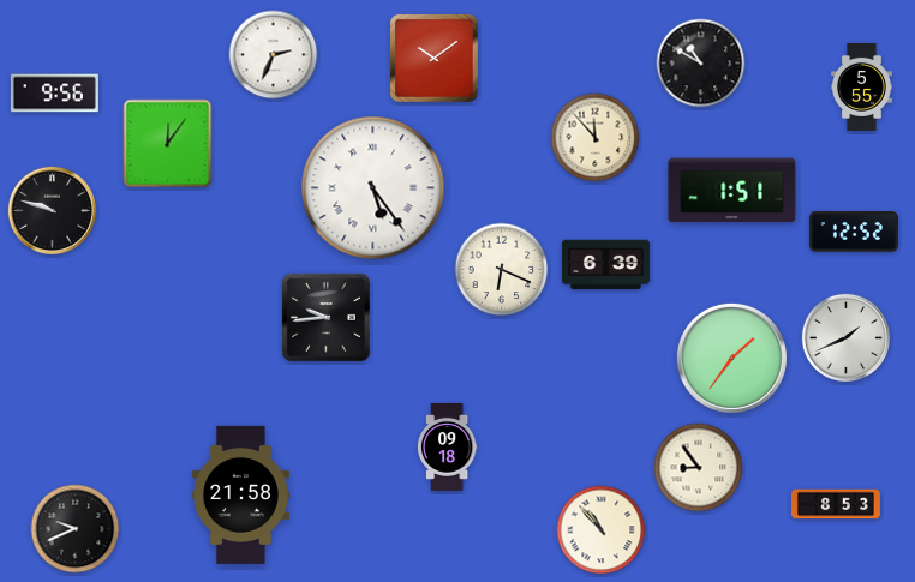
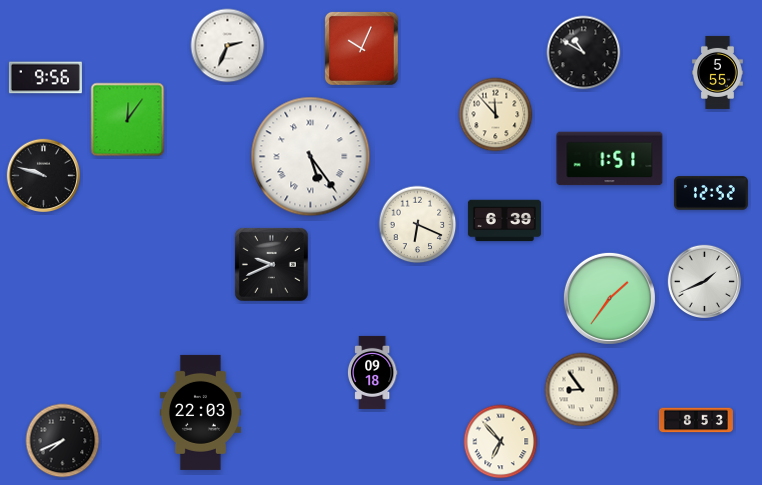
clock at (433, 58): 10:09 -> 10:04
clock at (168, 144) position: (168, 144) -> (128, 120)
clock at (325, 317): 9:44 -> 9:41
clock at (240, 494): 21:58 -> 22:03
clock at (76, 529): 9:41 -> 7:41
clock at (602, 530): 10:53 -> 6:53
